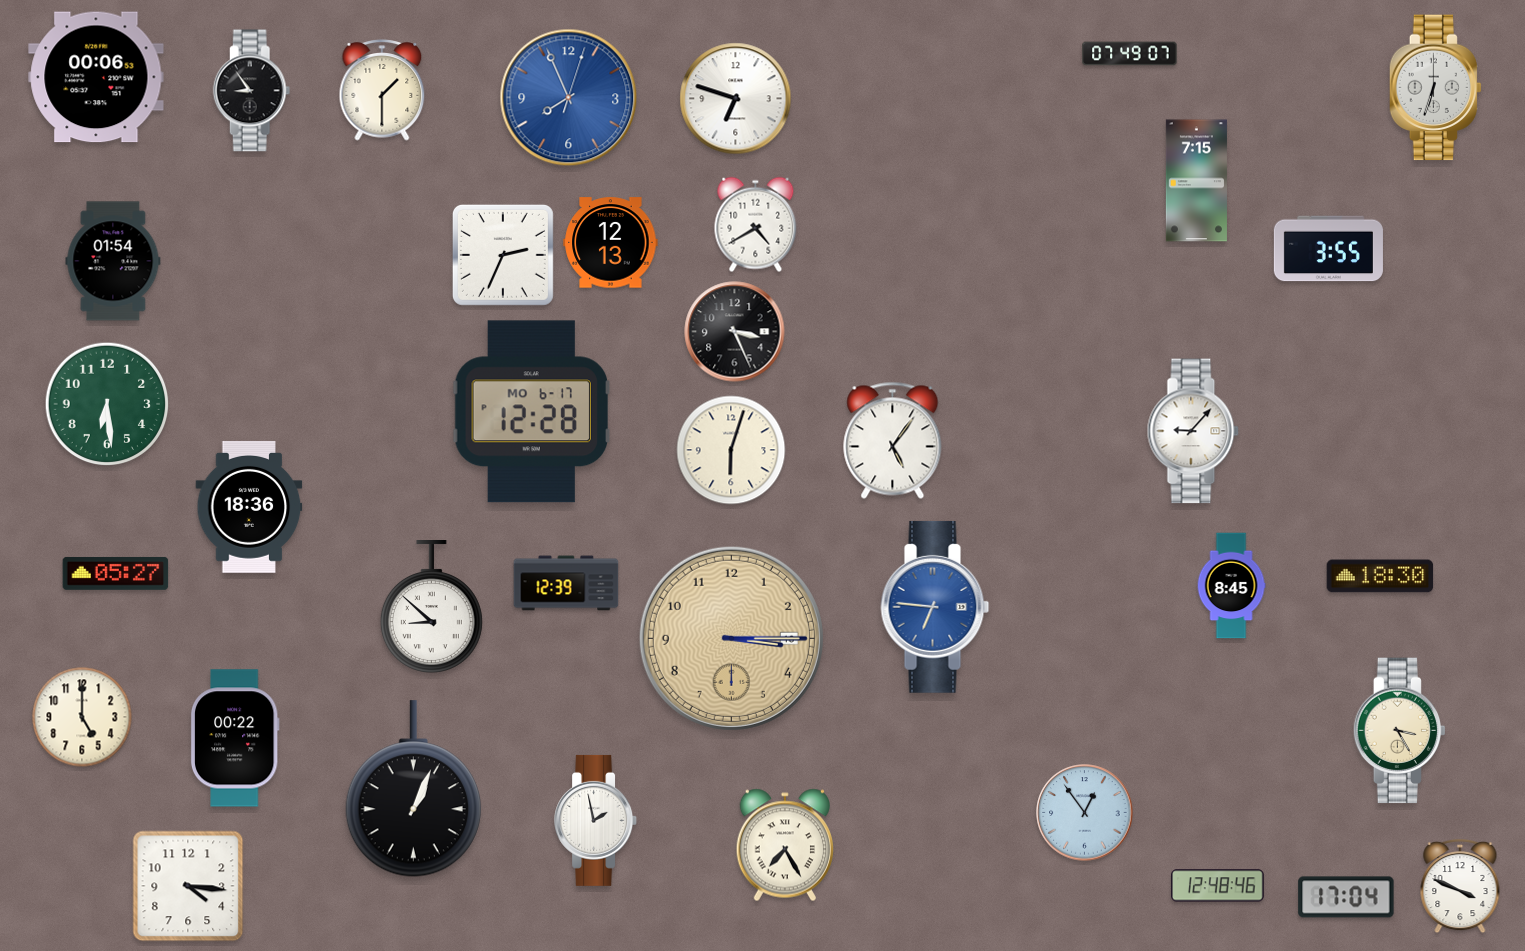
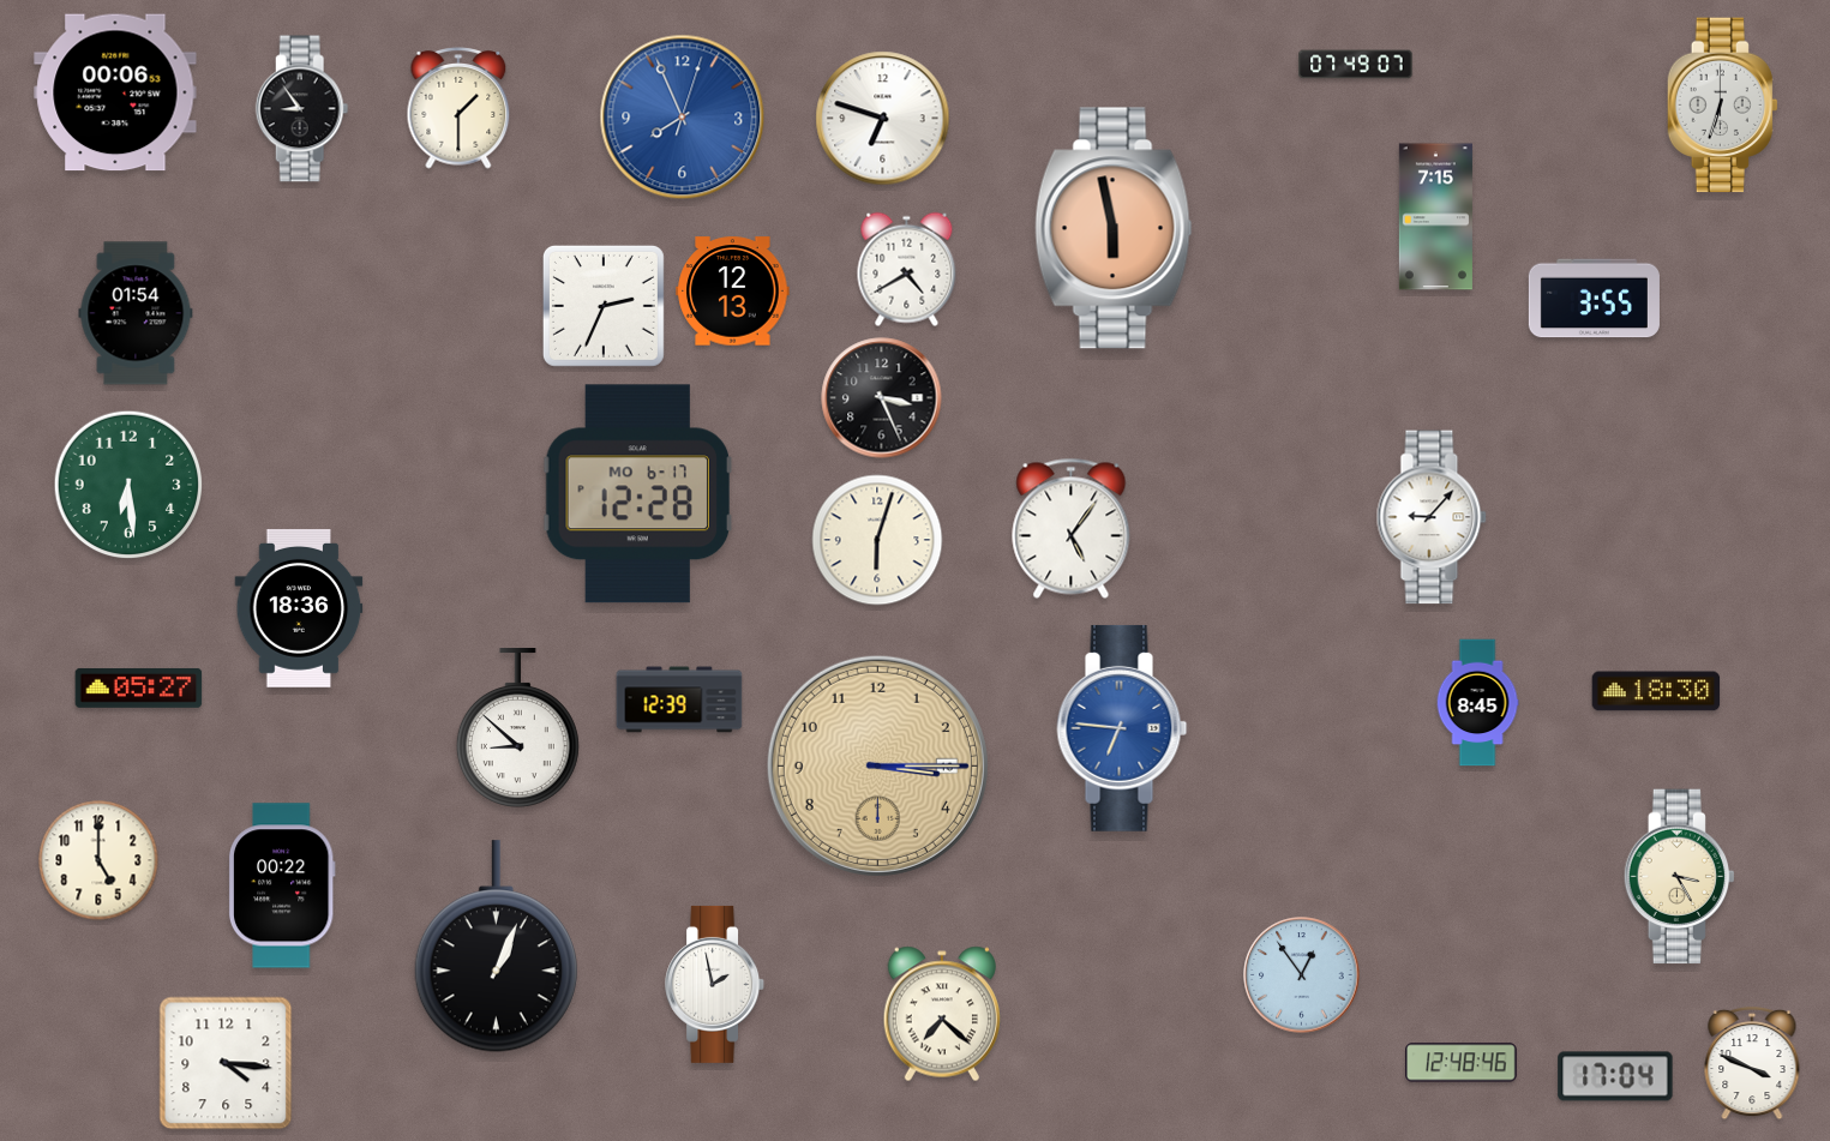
clock at (1114, 228): none -> 5:58
clock at (784, 845): 7:25 -> 7:22
